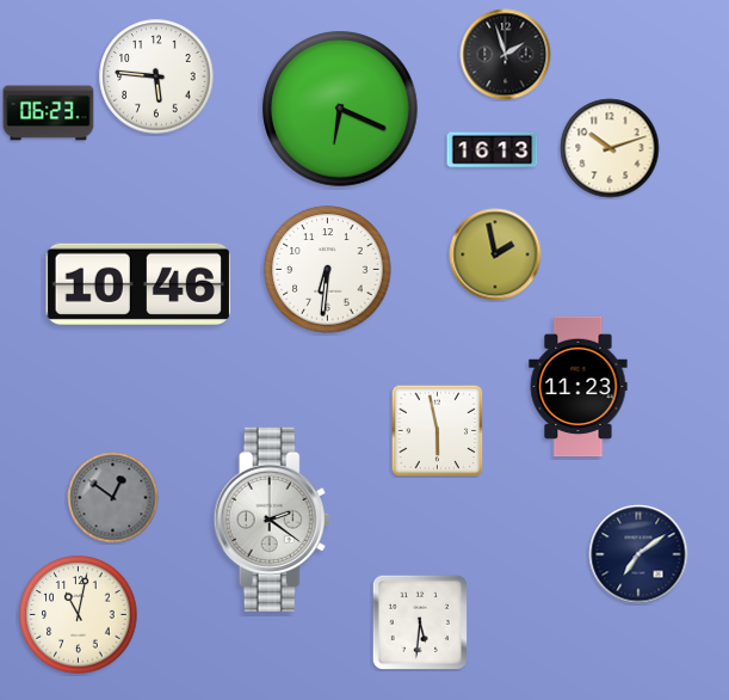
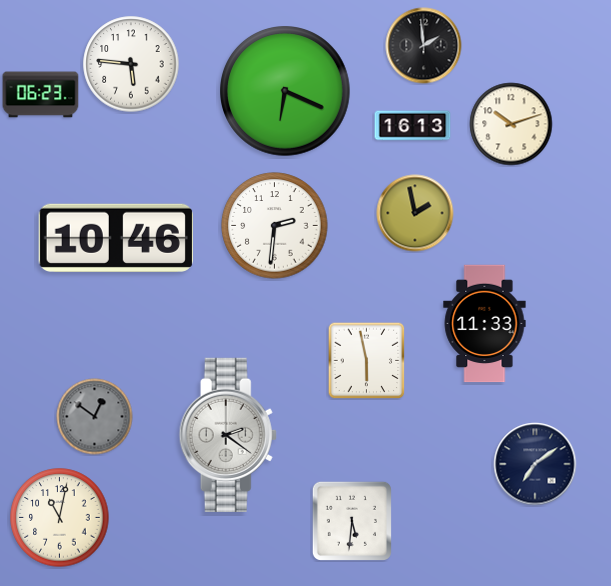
clock at (506, 55): 1:57 -> 1:59
clock at (328, 270): 6:31 -> 2:31
clock at (579, 387): 11:23 -> 11:33
clock at (79, 615) position: (79, 615) -> (60, 518)
